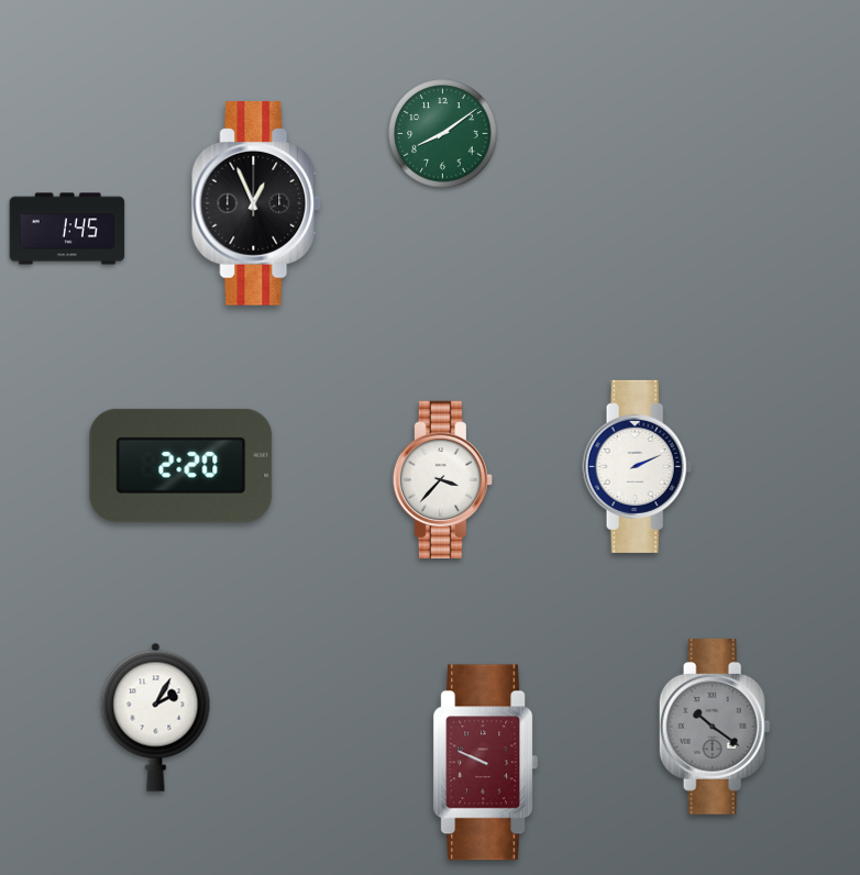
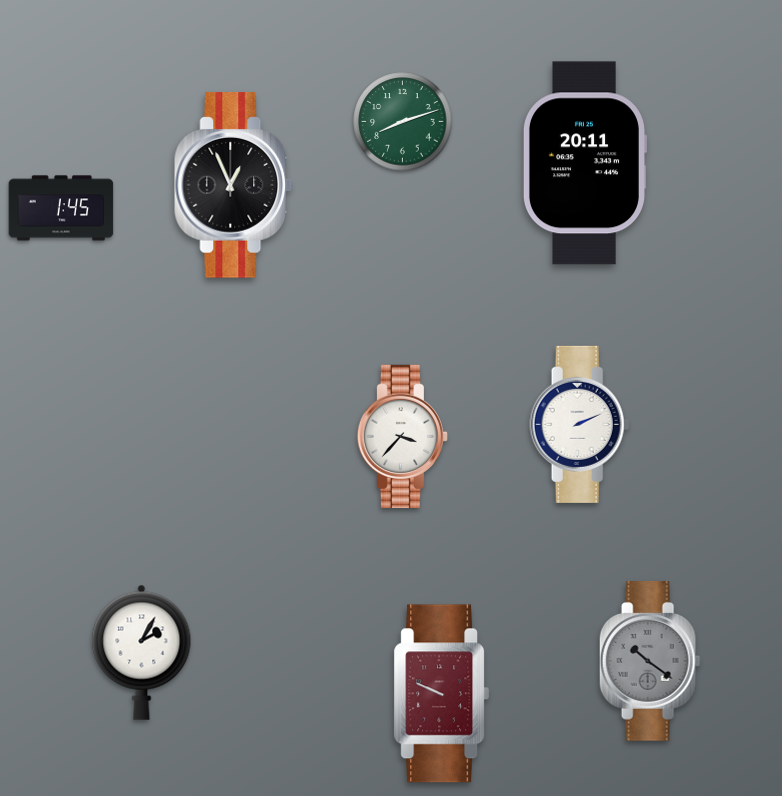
clock at (443, 134): 8:09 -> 8:12
clock at (584, 163): none -> 20:11
clock at (181, 465): 2:20 -> none
